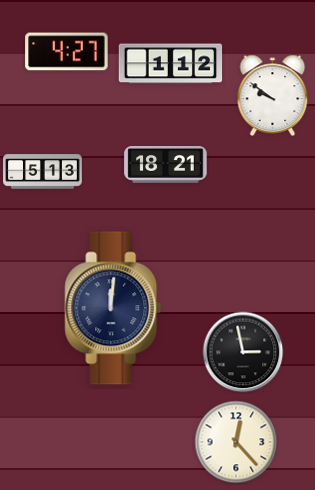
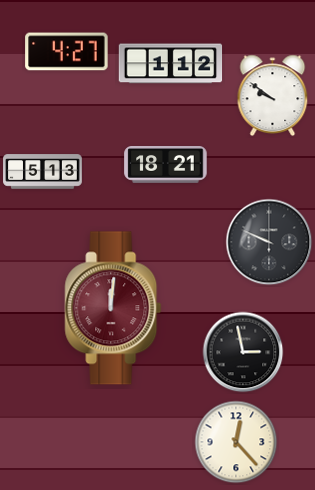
clock at (269, 242): none -> 9:49
clock at (113, 308) dial: navy -> burgundy
